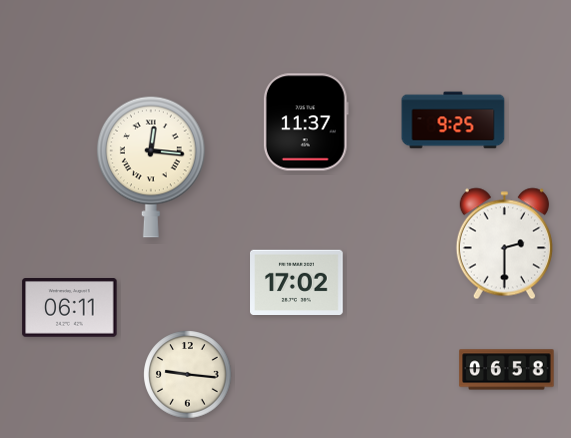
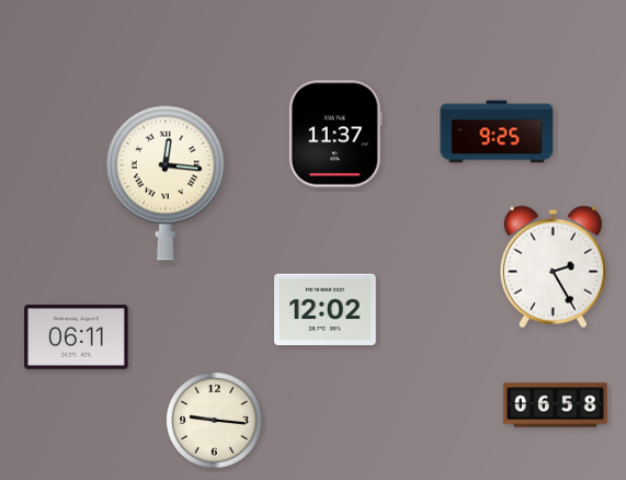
clock at (504, 244): 2:30 -> 2:25
clock at (297, 282): 17:02 -> 12:02
clock at (188, 375) position: (188, 375) -> (215, 421)
